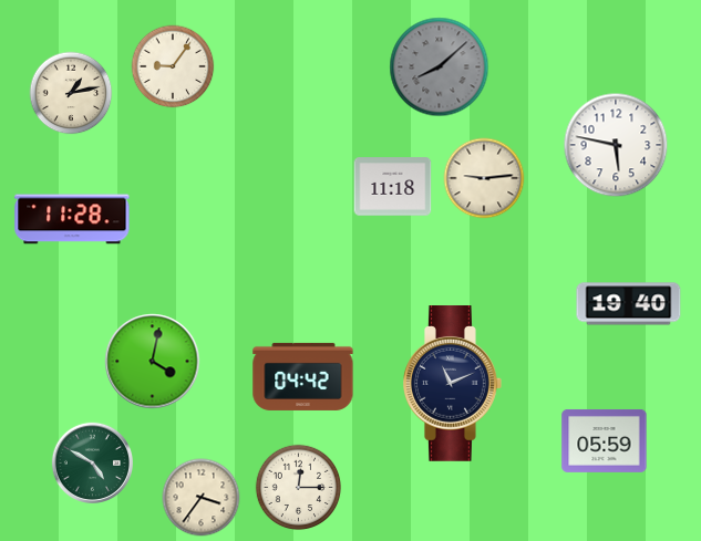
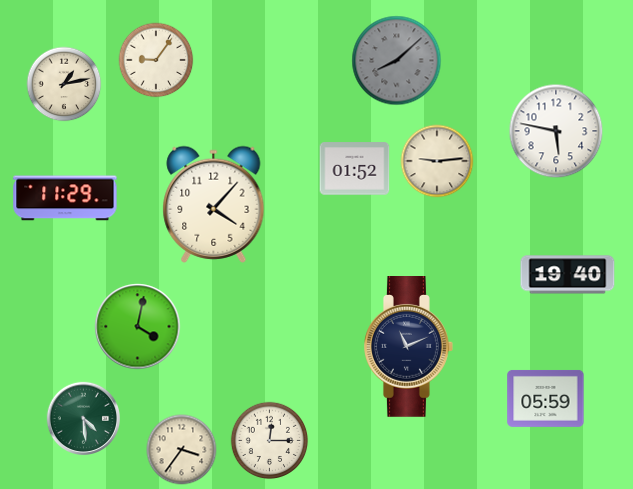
clock at (393, 187): 11:18 -> 01:52
clock at (72, 219): 11:28 -> 11:29
clock at (214, 204): none -> 4:07
clock at (303, 376): 04:42 -> none
clock at (92, 462): 4:50 -> 4:29
